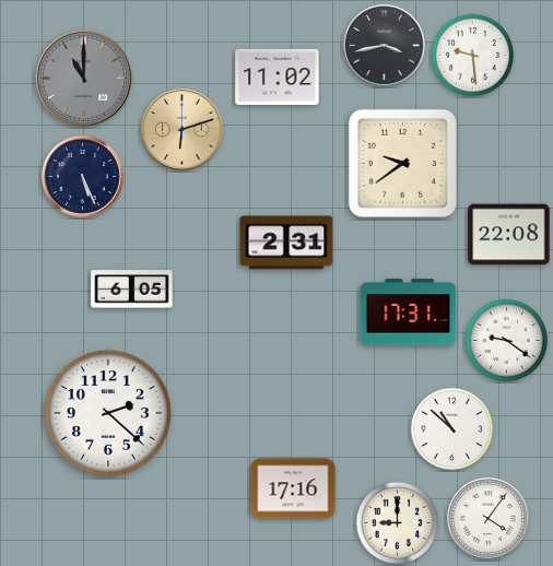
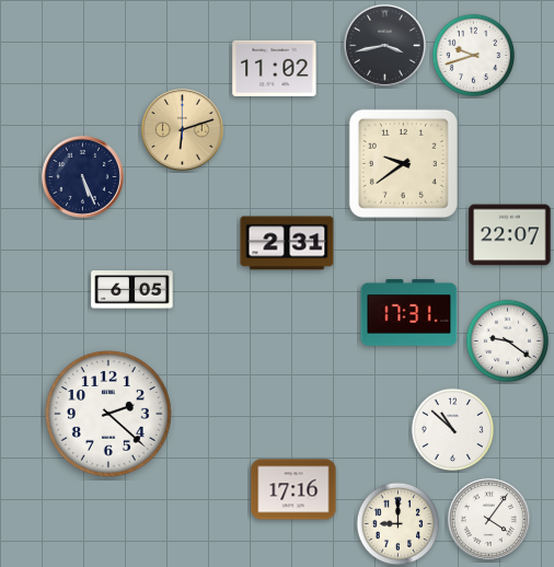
clock at (473, 56): 9:29 -> 9:42
clock at (278, 76) position: (278, 76) -> (275, 68)
clock at (83, 78): 11:00 -> none
clock at (509, 235): 22:08 -> 22:07
